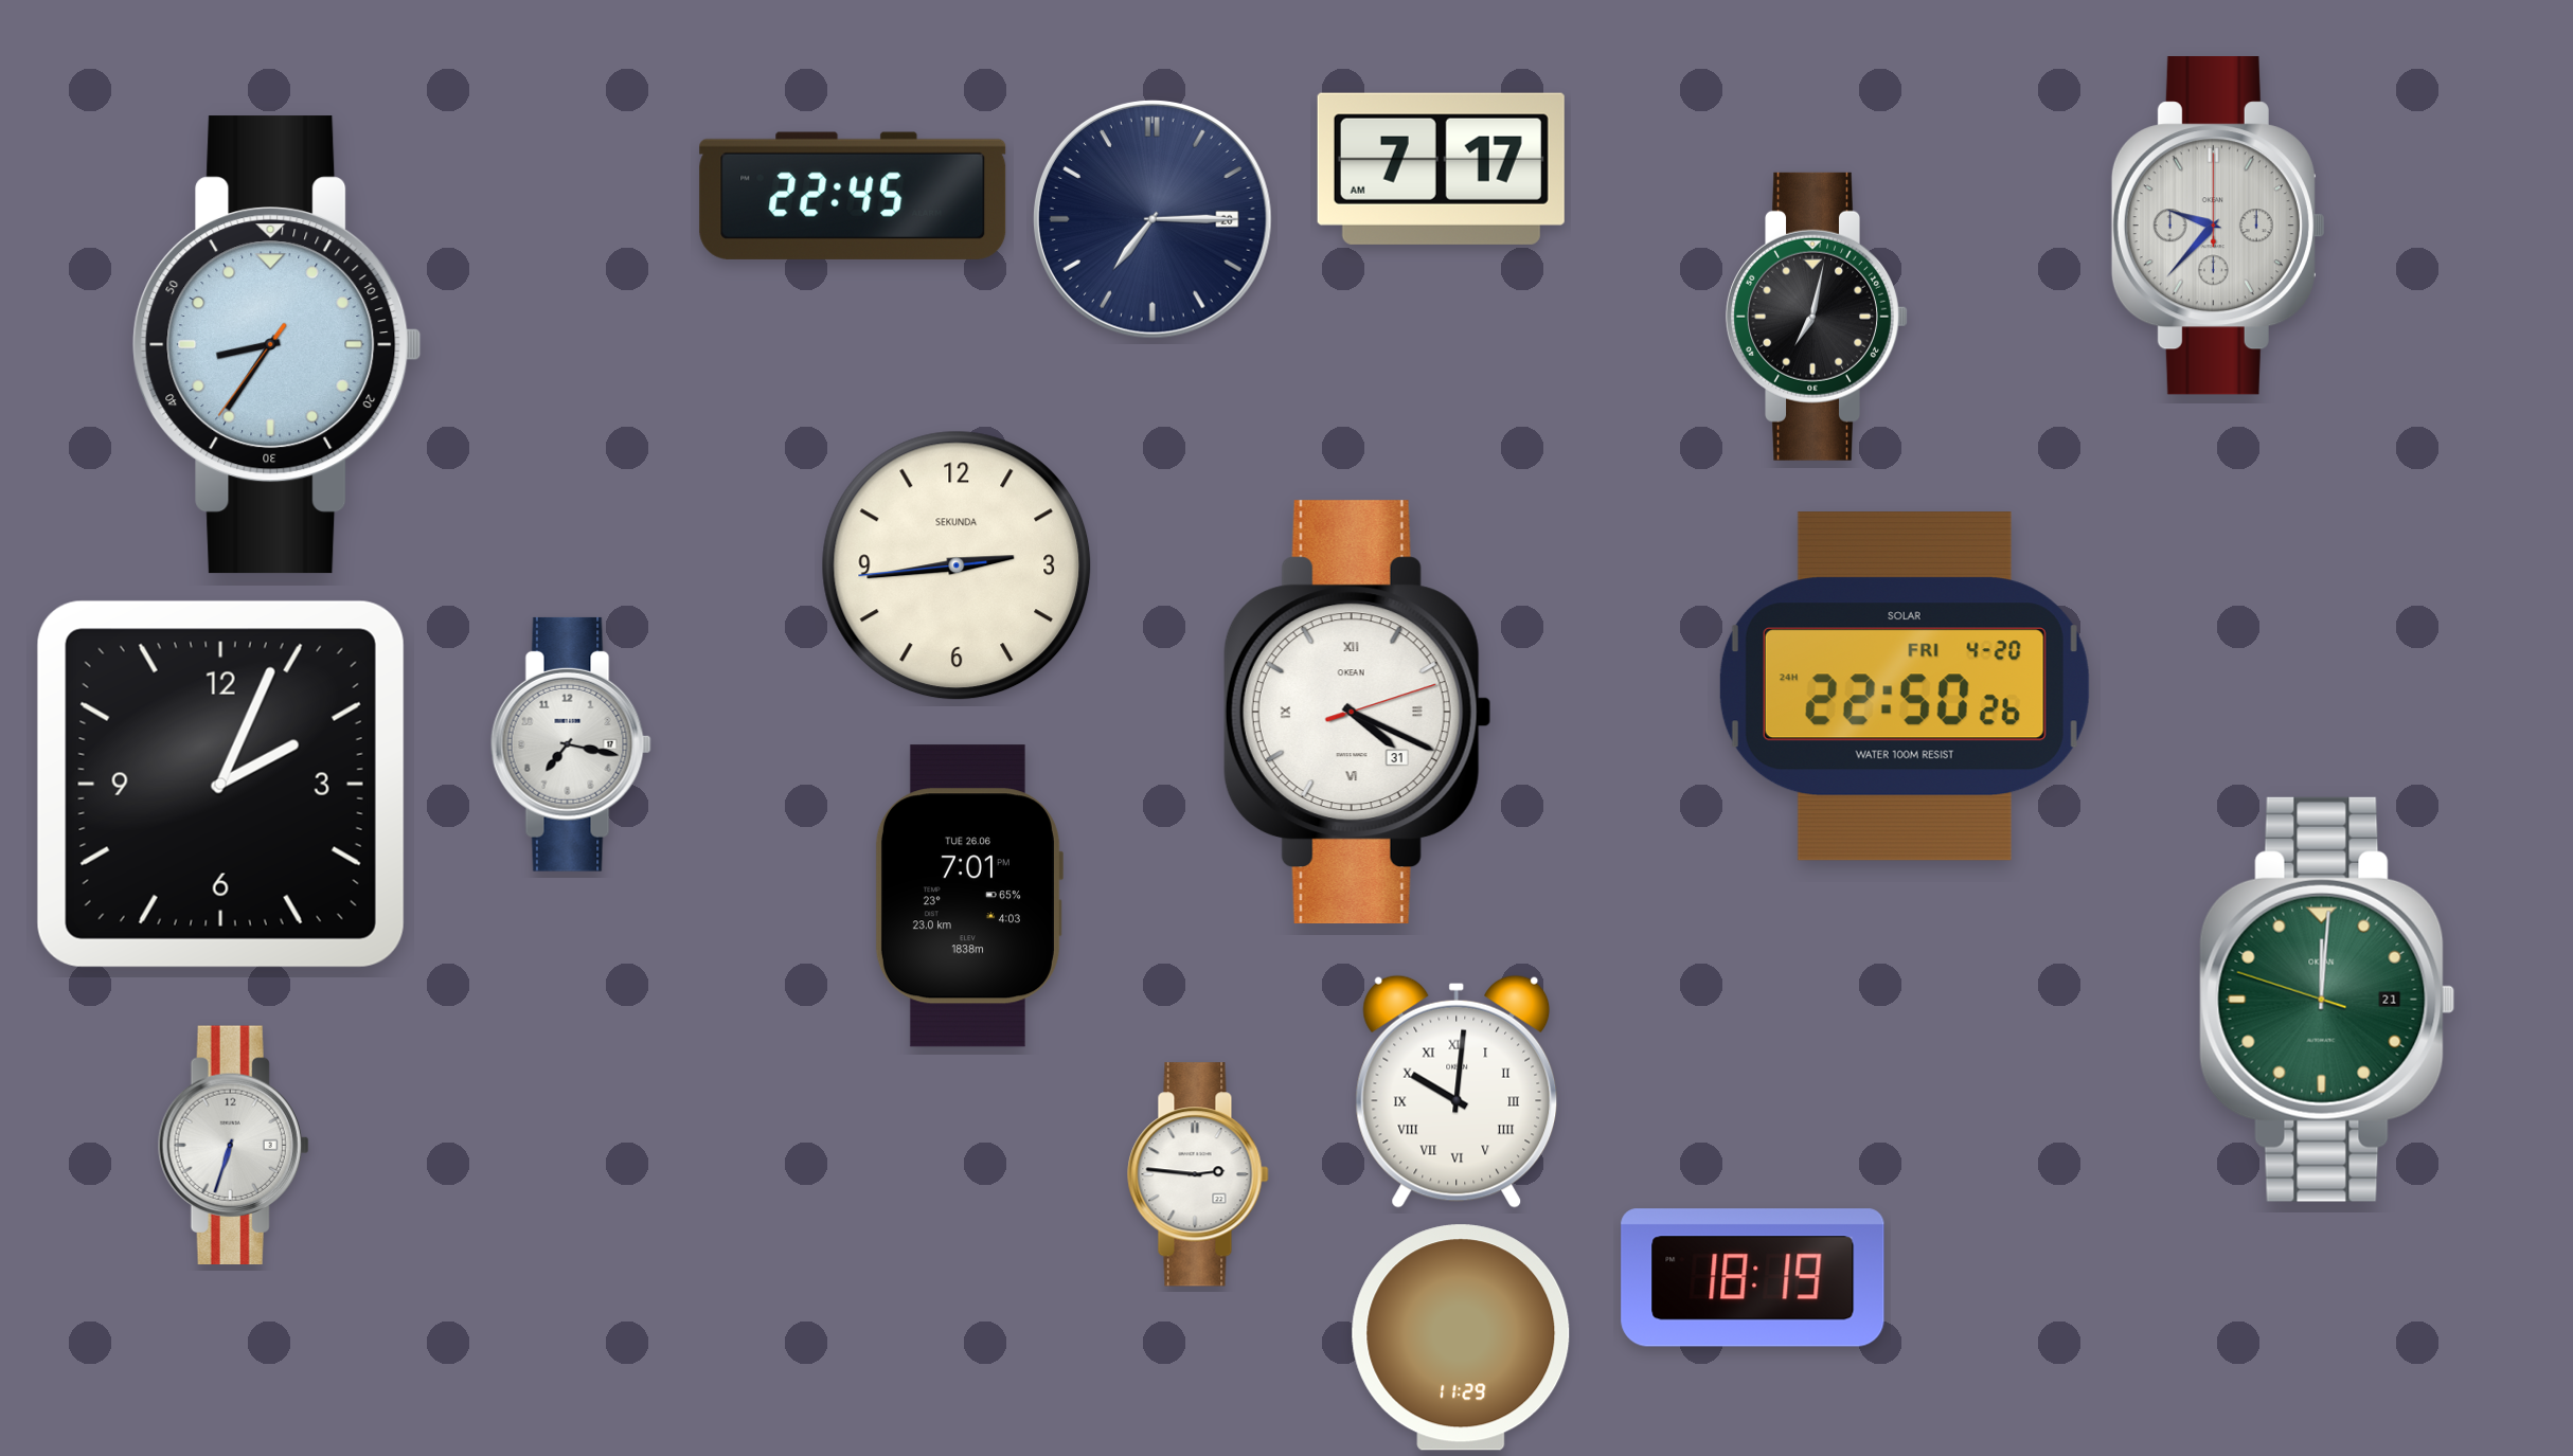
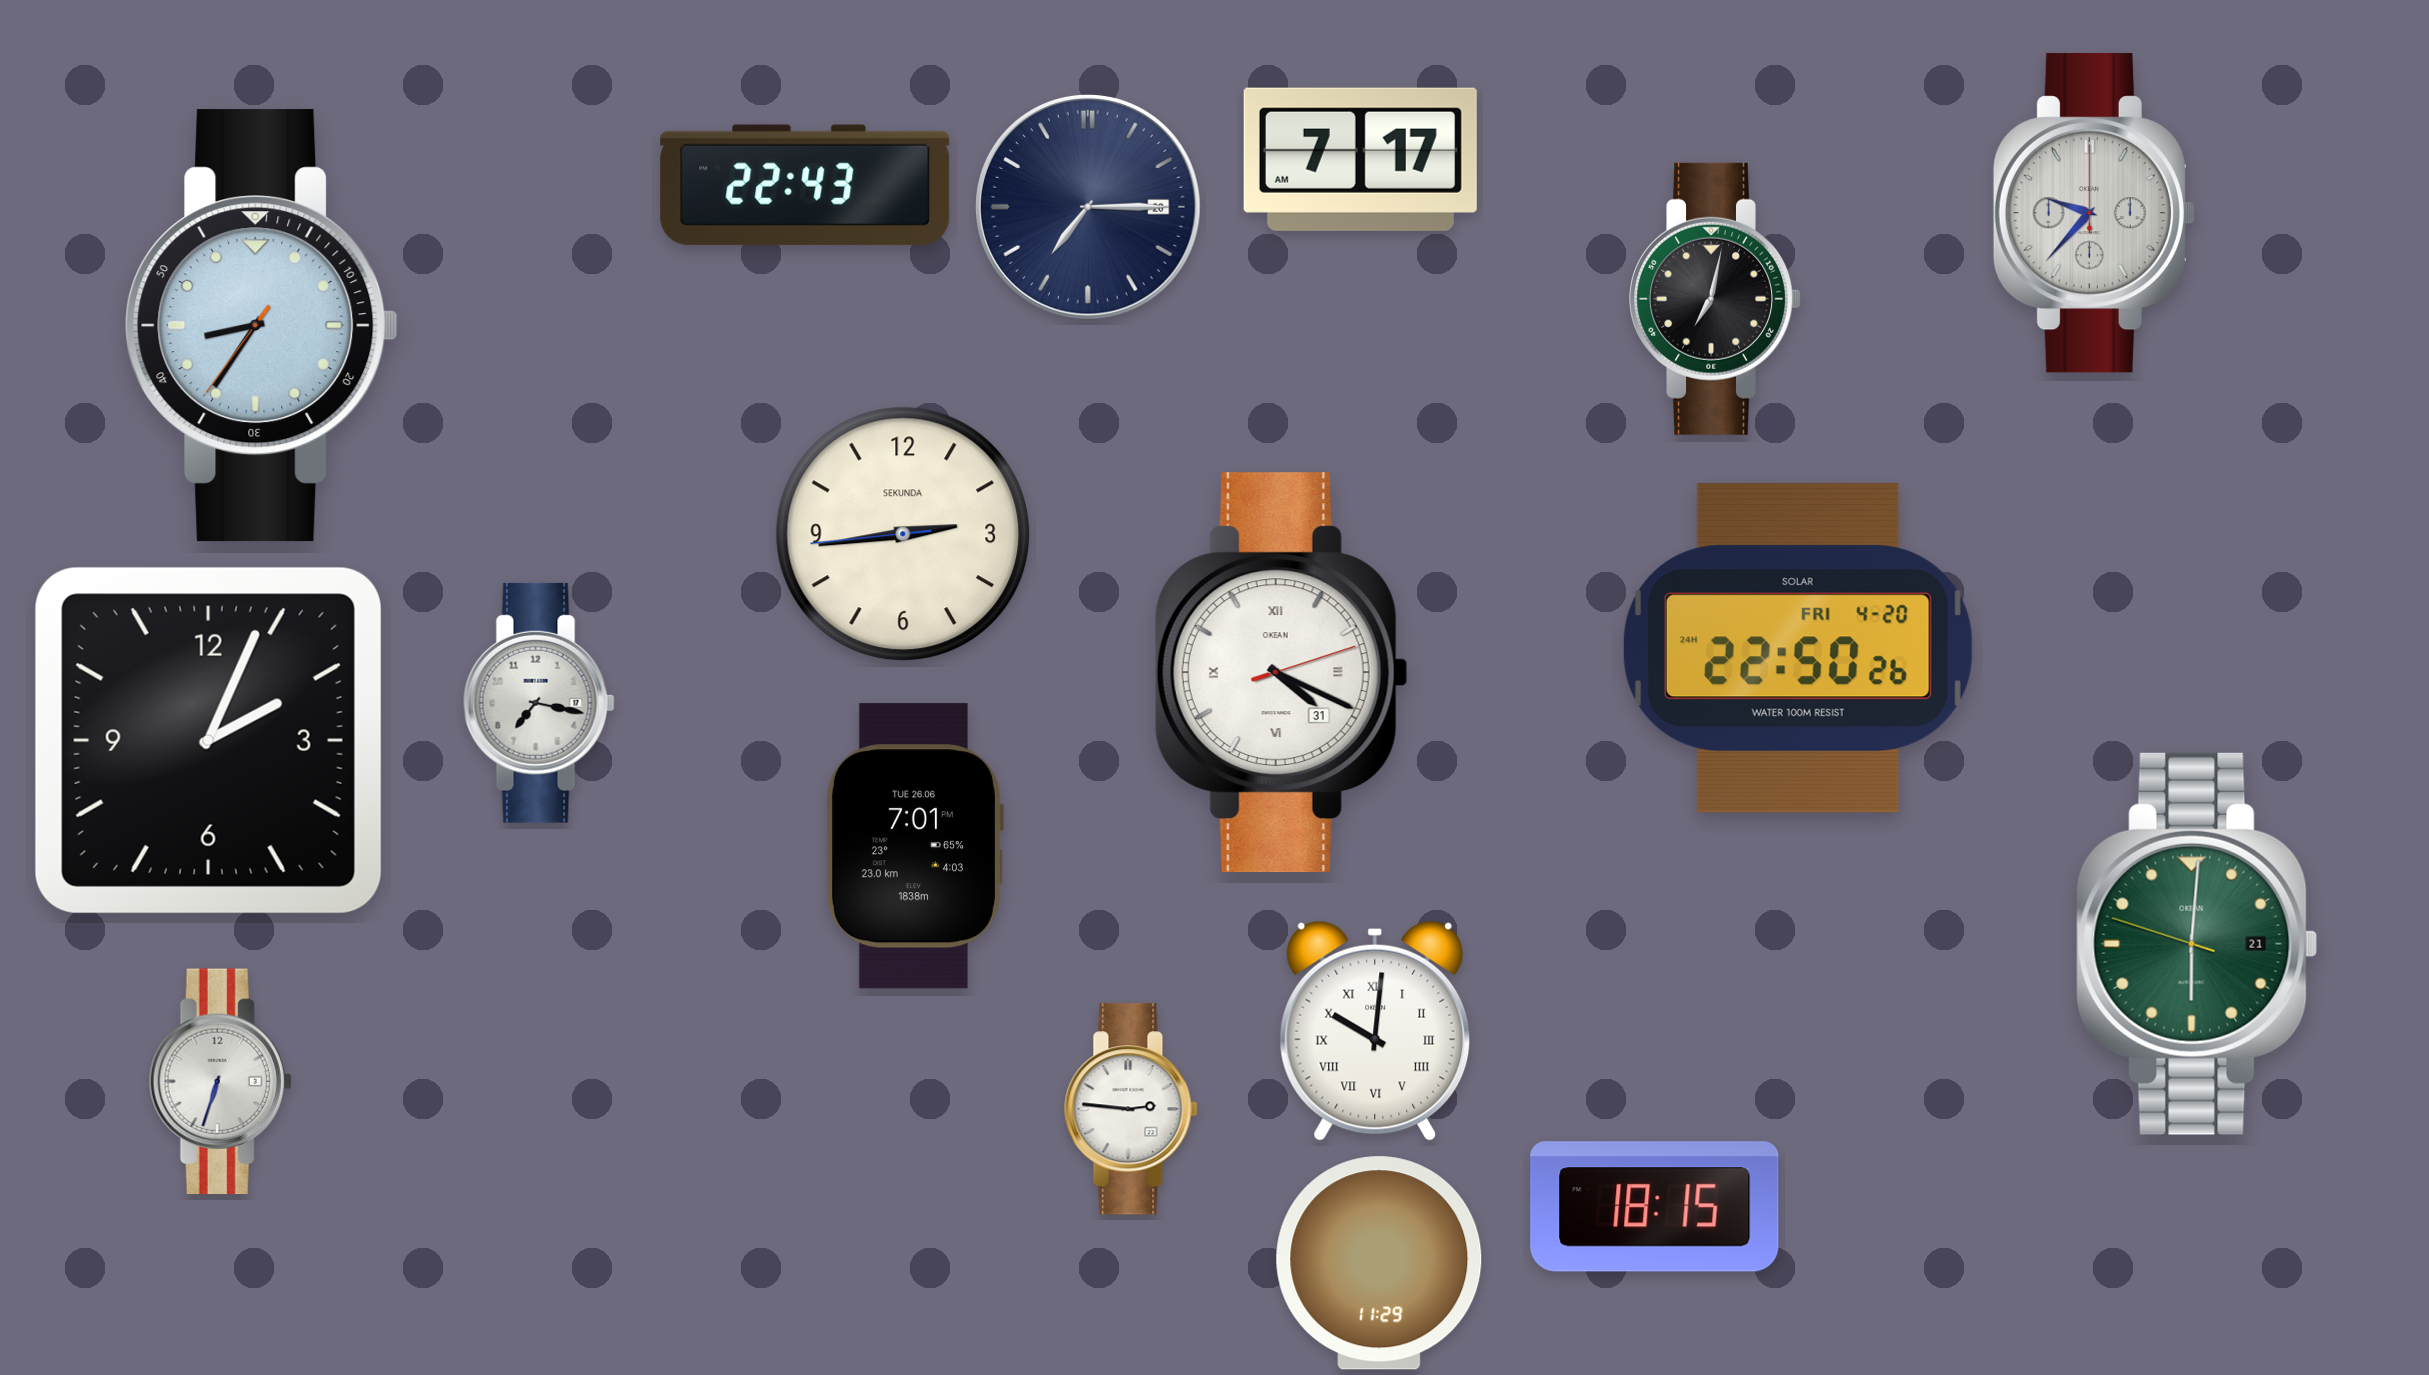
clock at (853, 196): 22:45 -> 22:43
clock at (2327, 1000): 12:00 -> 6:00
clock at (1753, 1278): 18:19 -> 18:15
